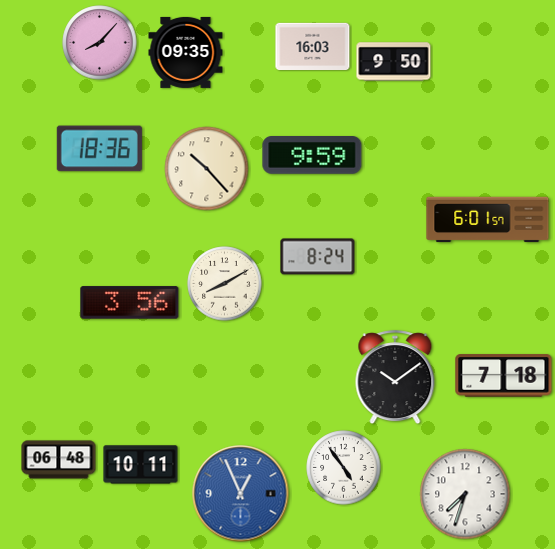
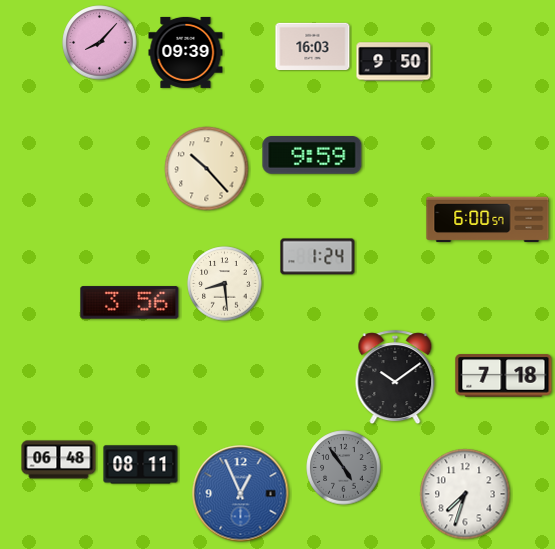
clock at (186, 52): 09:35 -> 09:39
clock at (99, 149): 18:36 -> none
clock at (488, 220): 6:01 -> 6:00
clock at (318, 257): 8:24 -> 1:24
clock at (225, 284): 8:10 -> 8:29
clock at (141, 465): 10:11 -> 08:11
clock at (344, 468) dial: white -> grey
